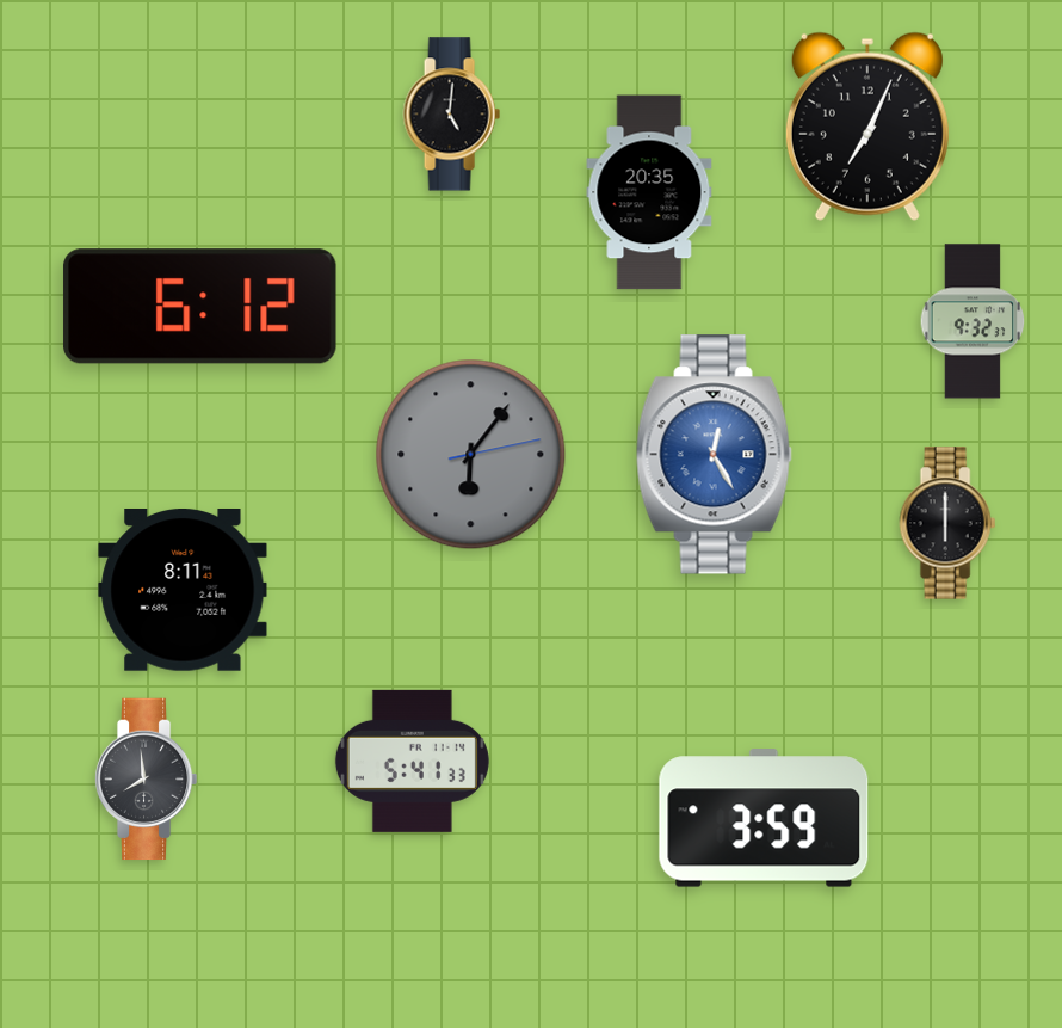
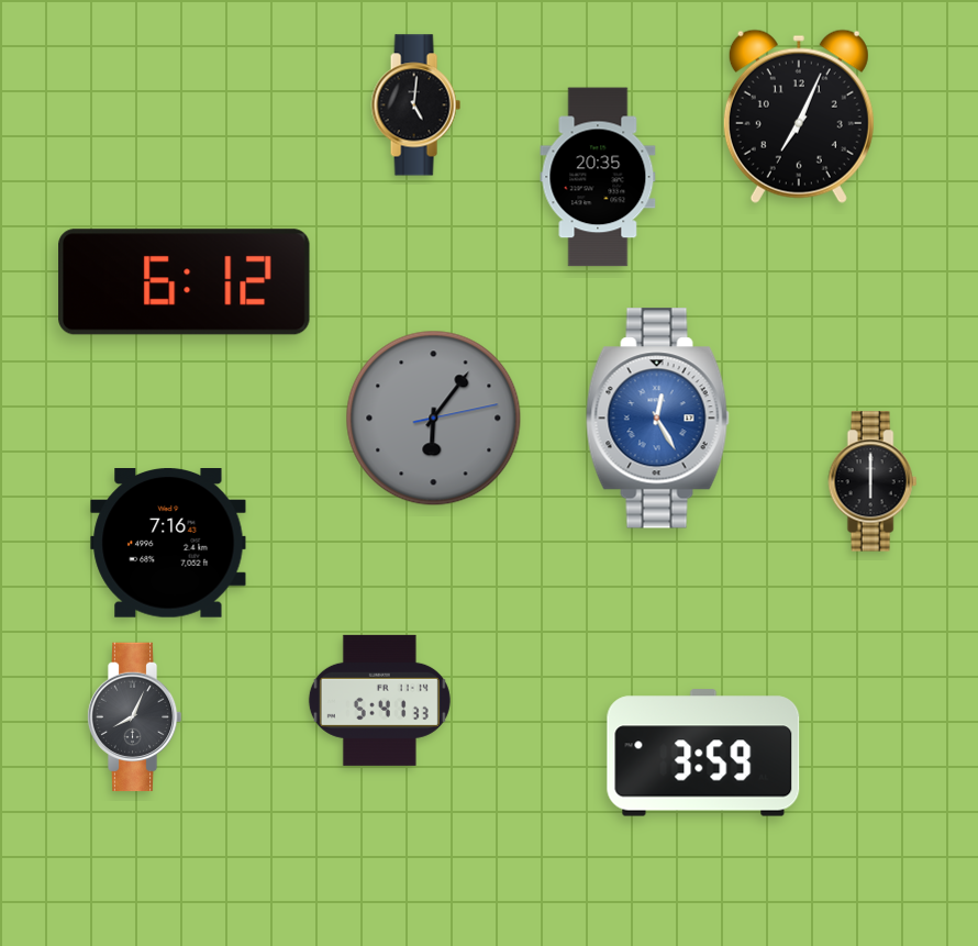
clock at (973, 321): 9:32 -> none
clock at (183, 591): 8:11 -> 7:16
clock at (146, 780): 7:59 -> 8:04
